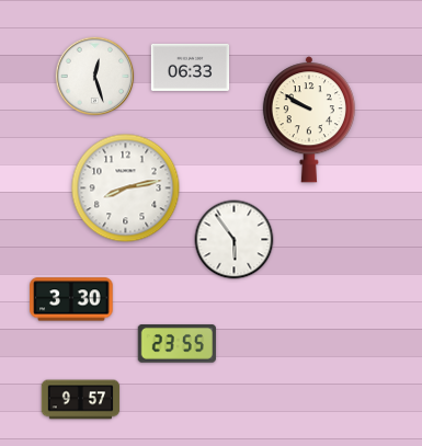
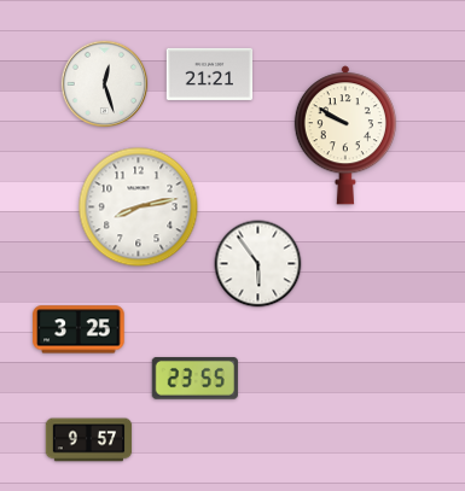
clock at (191, 67): 06:33 -> 21:21
clock at (309, 119) position: (309, 119) -> (345, 135)
clock at (71, 299): 3:30 -> 3:25
